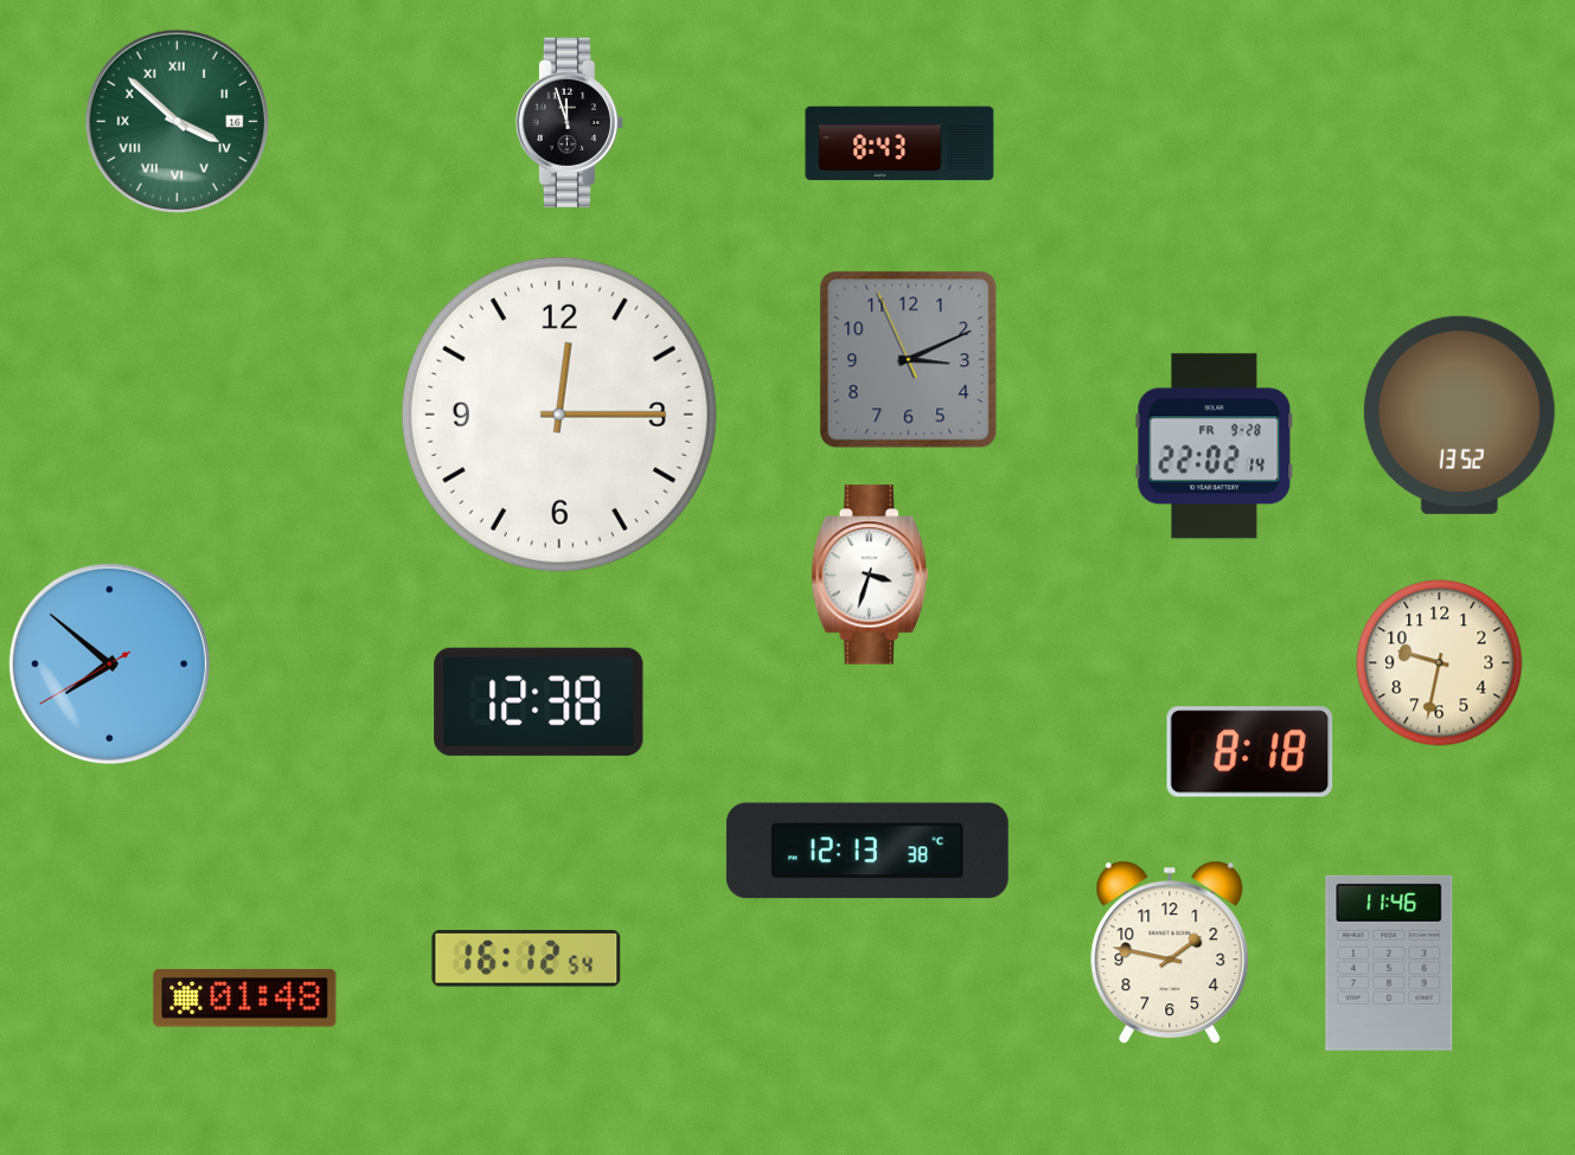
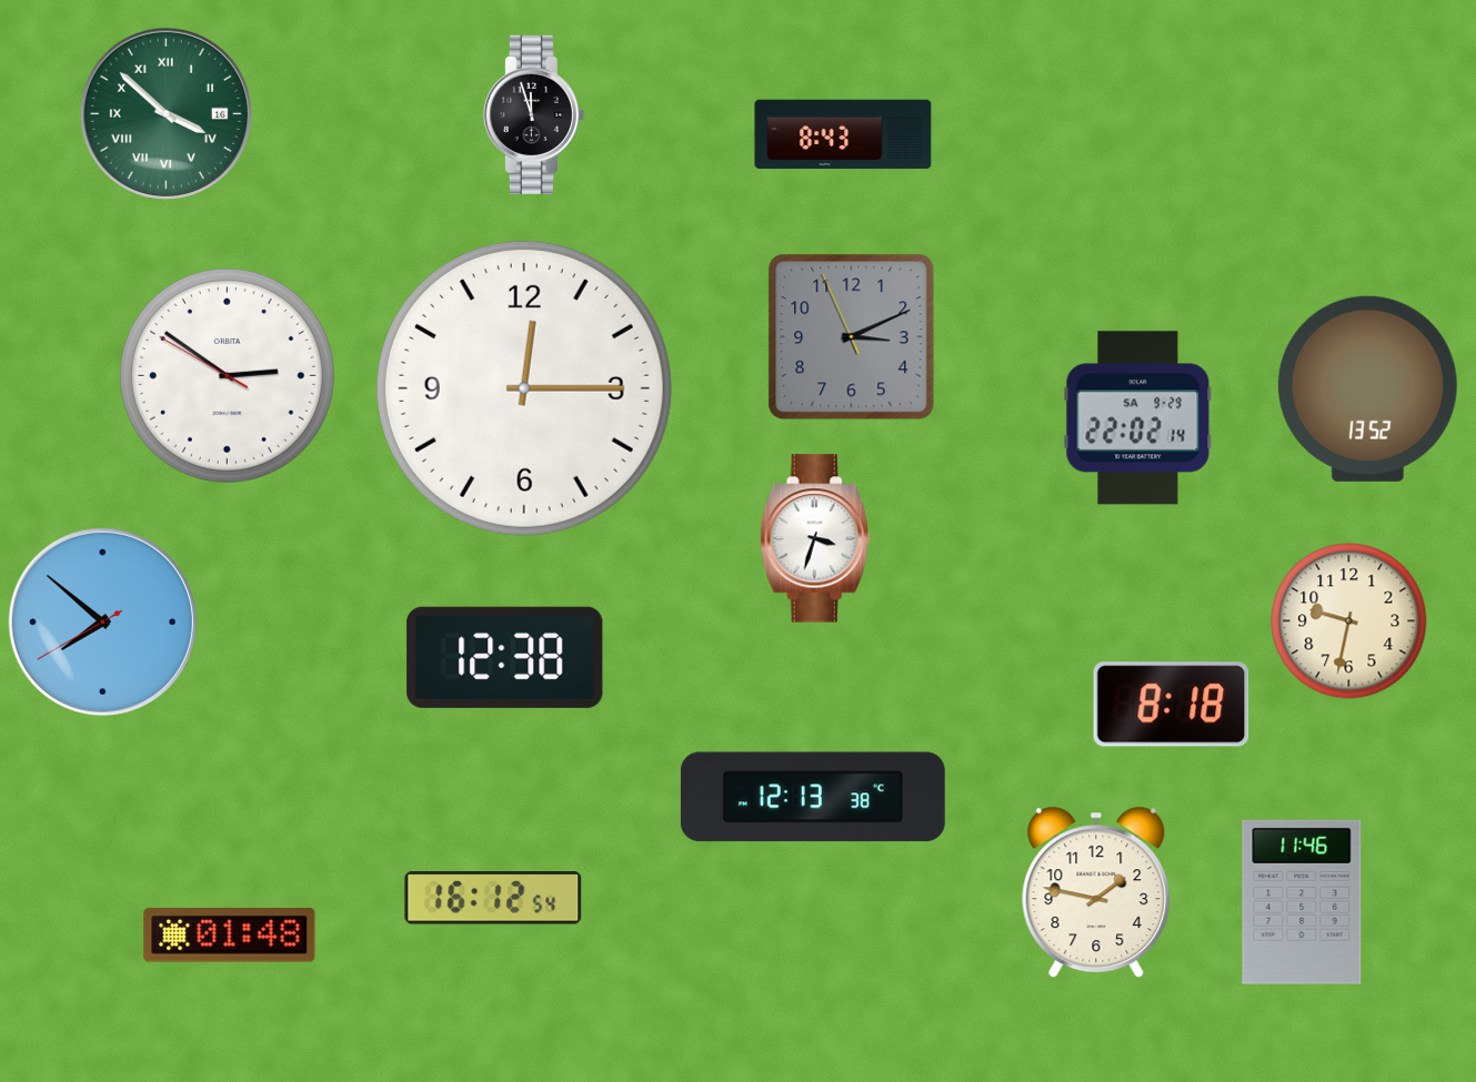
clock at (227, 375): none -> 2:50
clock at (1215, 447) date: FR 9-28 -> SA 9-29
